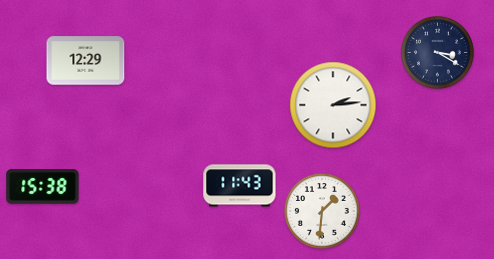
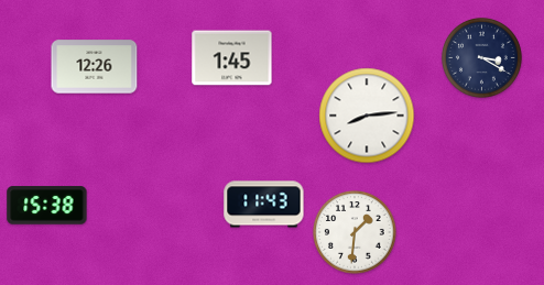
clock at (232, 58): none -> 1:45
clock at (86, 61): 12:29 -> 12:26
clock at (333, 105): 2:14 -> 8:14
